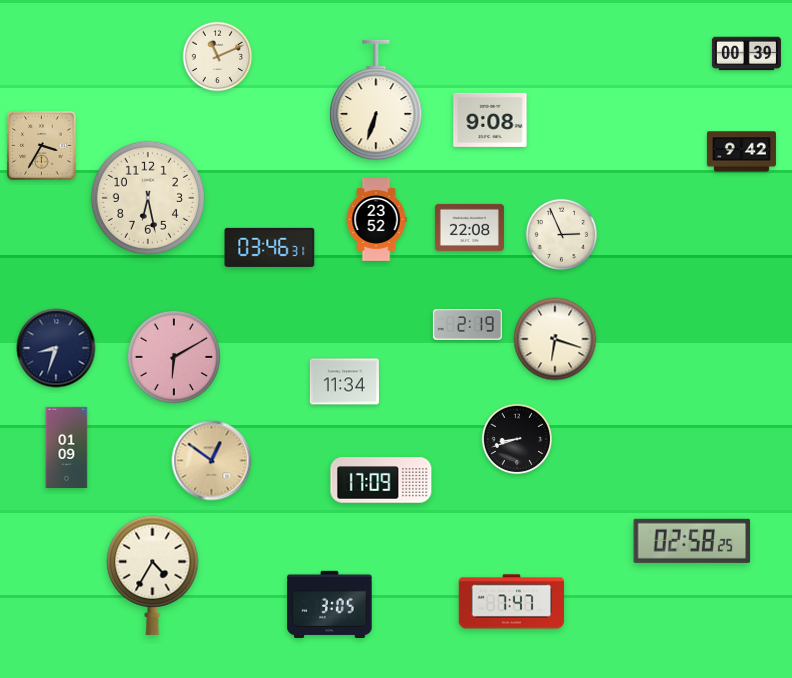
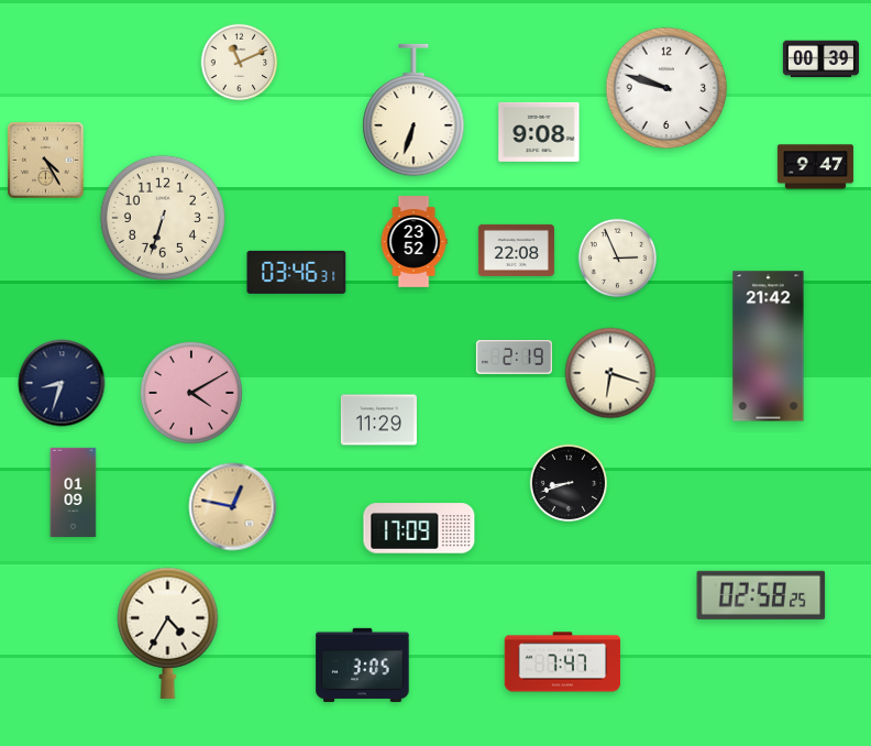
clock at (666, 88): none -> 9:48
clock at (42, 146): 3:35 -> 4:25
clock at (741, 152): 9:42 -> 9:47
clock at (148, 198): 6:28 -> 6:33
clock at (769, 347): none -> 21:42
clock at (174, 357): 6:10 -> 4:10
clock at (344, 382): 11:34 -> 11:29
clock at (212, 461): 12:51 -> 12:47
